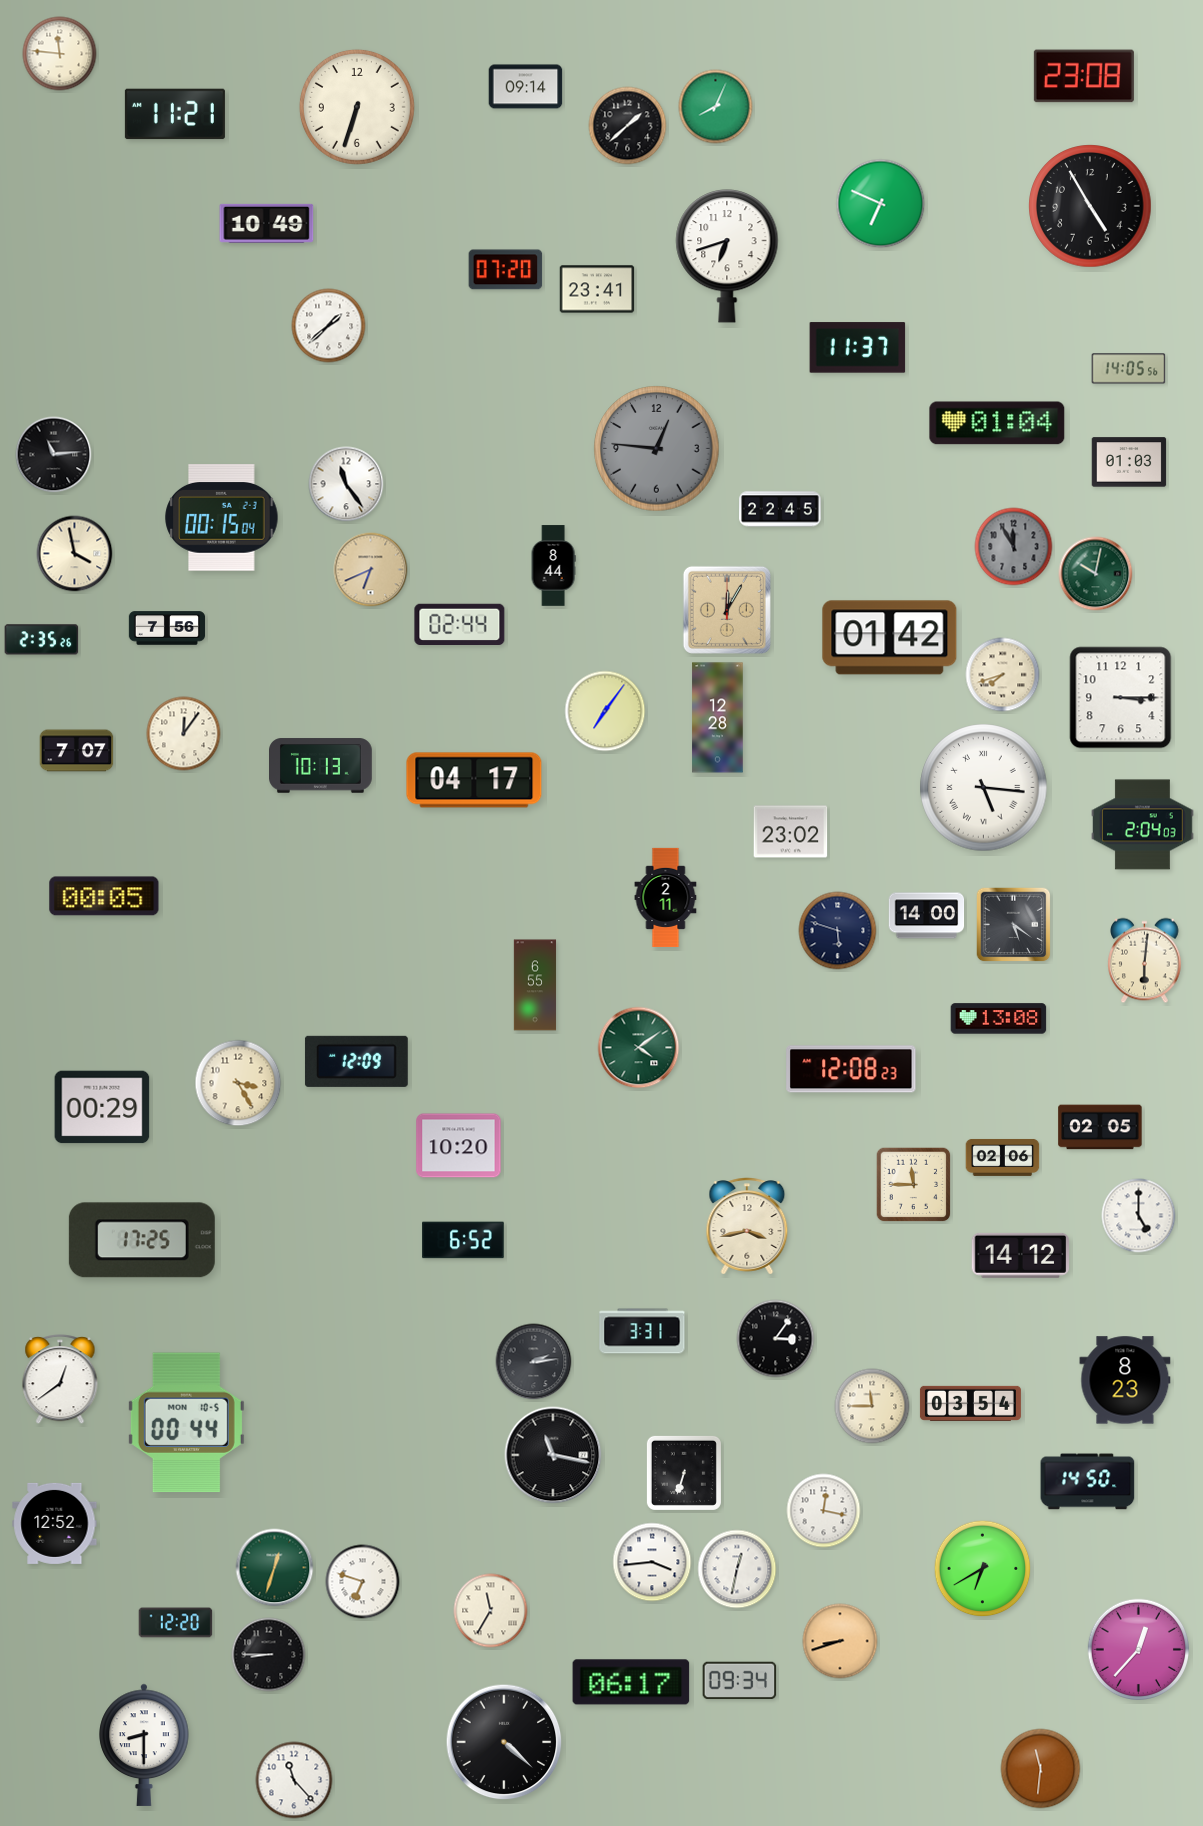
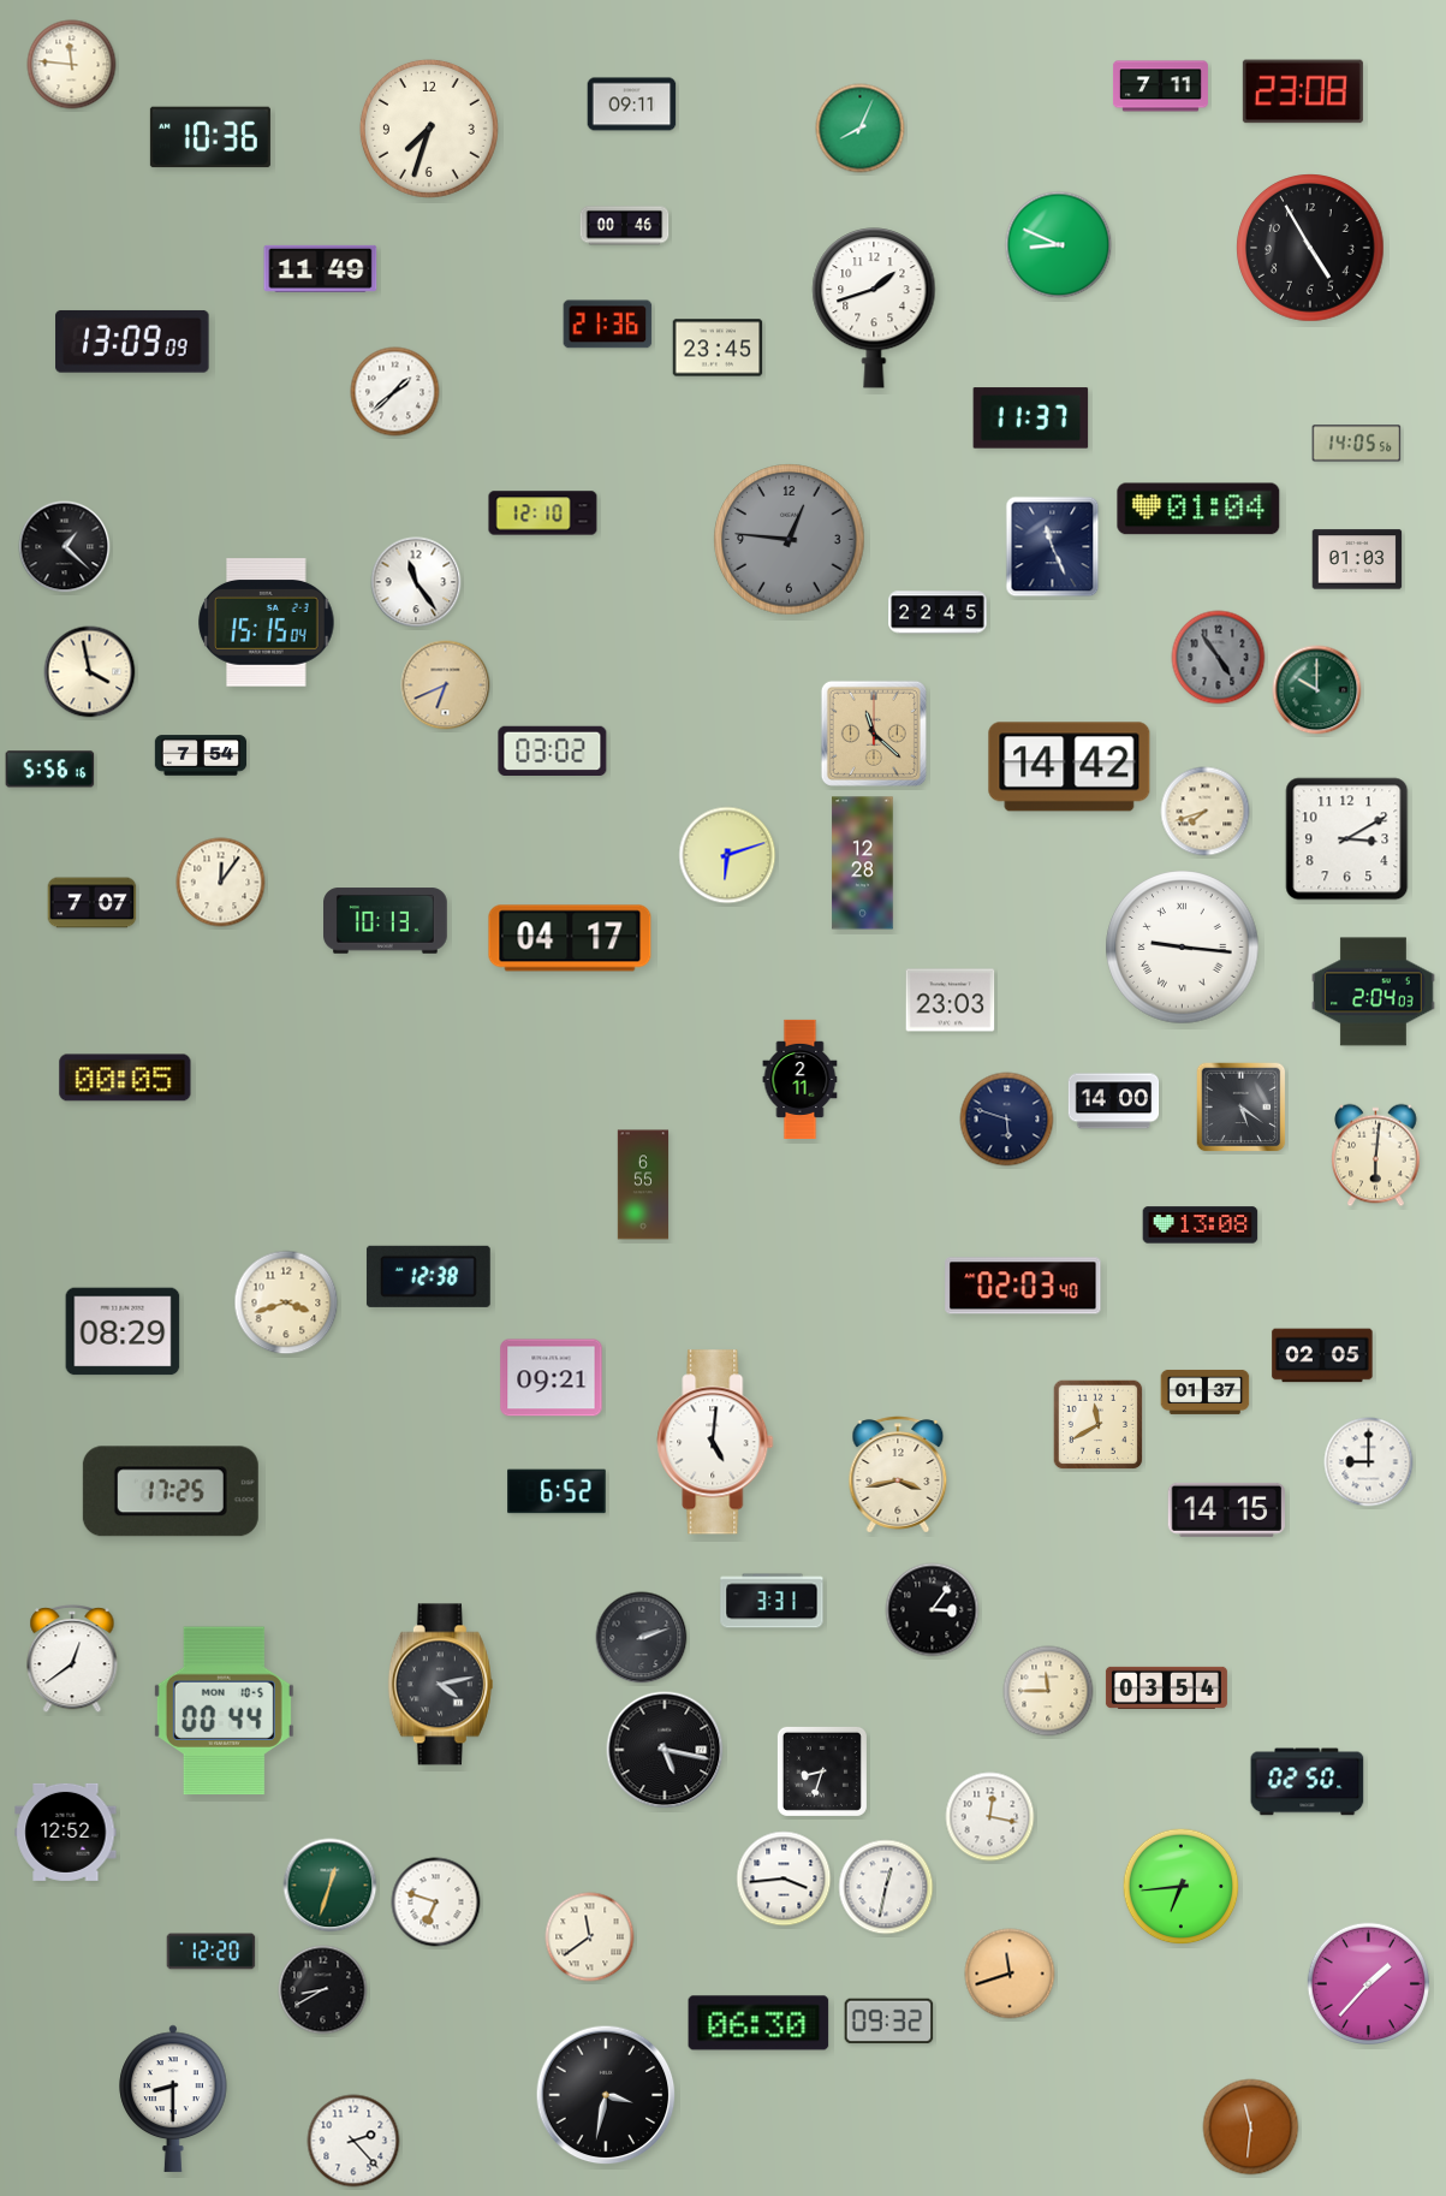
clock at (1160, 87): none -> 7:11
clock at (526, 87): 09:14 -> 09:11
clock at (357, 107): 6:33 -> 7:33
clock at (175, 114): 11:21 -> 10:36
clock at (628, 126): 1:38 -> none
clock at (625, 226): none -> 00:46
clock at (881, 204): 6:49 -> 8:49
clock at (267, 223): 10:49 -> 11:49
clock at (727, 256): 6:42 -> 1:42
clock at (506, 270): 07:20 -> 21:36
clock at (132, 342): none -> 13:09
clock at (597, 289): 23:41 -> 23:45
clock at (543, 514): none -> 12:10
clock at (54, 455): 11:14 -> 1:22
clock at (1053, 547): none -> 11:26
clock at (1129, 462) position: (1129, 462) -> (1357, 559)
clock at (222, 518): 00:15 -> 15:15
clock at (1014, 547): 11:55 -> 4:54
clock at (75, 554) position: (75, 554) -> (90, 672)
clock at (553, 566): 8:44 -> none
clock at (1096, 574): 10:02 -> 10:00
clock at (727, 610): 12:05 -> 11:22
clock at (460, 624): 02:44 -> 03:02
clock at (167, 628): 7:56 -> 7:54
clock at (890, 638): 01:42 -> 14:42
clock at (42, 640): 2:35 -> 5:56
clock at (1121, 698): 3:15 -> 3:10
clock at (605, 711): 7:06 -> 6:12
clock at (984, 788): 5:16 -> 9:16
clock at (791, 832): 23:02 -> 23:03
clock at (1014, 925) position: (1014, 925) -> (1242, 1108)
clock at (639, 1048): 4:09 -> none
clock at (356, 1061): 12:09 -> 12:38
clock at (851, 1069): 12:08 -> 02:03
clock at (238, 1083): 3:25 -> 3:42
clock at (102, 1107): 00:29 -> 08:29
clock at (459, 1146): 10:20 -> 09:21
clock at (1003, 1157): 02:06 -> 01:37
clock at (914, 1185): 11:45 -> 11:40
clock at (715, 1442): none -> 5:01
clock at (1139, 1216): 5:00 -> 9:00
clock at (1020, 1255): 14:12 -> 14:15
clock at (534, 1362): 2:14 -> 2:12
clock at (1125, 1380): 8:23 -> none
clock at (440, 1685): none -> 4:13
clock at (553, 1455): 11:17 -> 5:17
clock at (684, 1473): 6:33 -> 8:33
clock at (1088, 1482): 14:50 -> 02:50
clock at (983, 1569): 6:40 -> 6:44
clock at (491, 1611): 11:35 -> 11:39
clock at (840, 1641): 8:42 -> 11:42
clock at (1138, 1649): 12:37 -> 1:37
clock at (269, 1655): 8:45 -> 8:40
clock at (740, 1681): 09:34 -> 09:32
clock at (631, 1682): 06:17 -> 06:30
clock at (504, 1742): 4:22 -> 3:32
clock at (294, 1780): 11:23 -> 2:23
